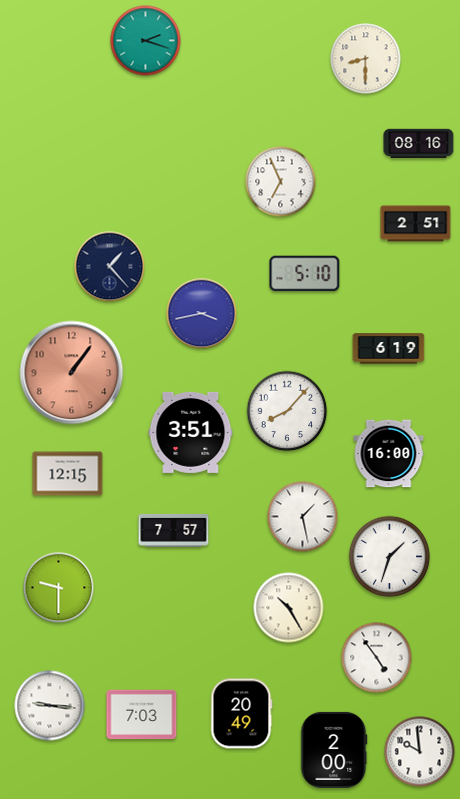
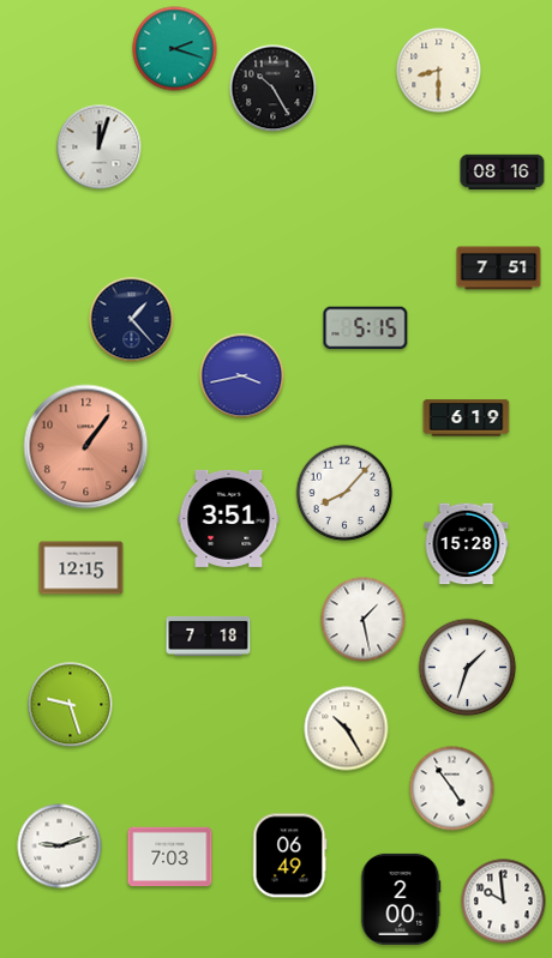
clock at (274, 89): none -> 10:25
clock at (100, 147): none -> 12:03
clock at (281, 182): 6:56 -> none
clock at (416, 224): 2:51 -> 7:51
clock at (305, 274): 5:10 -> 5:15
clock at (389, 454): 16:00 -> 15:28
clock at (174, 530): 7:57 -> 7:18
clock at (59, 588): 9:30 -> 9:27
clock at (50, 706): 9:16 -> 9:12
clock at (242, 714): 20:49 -> 06:49
